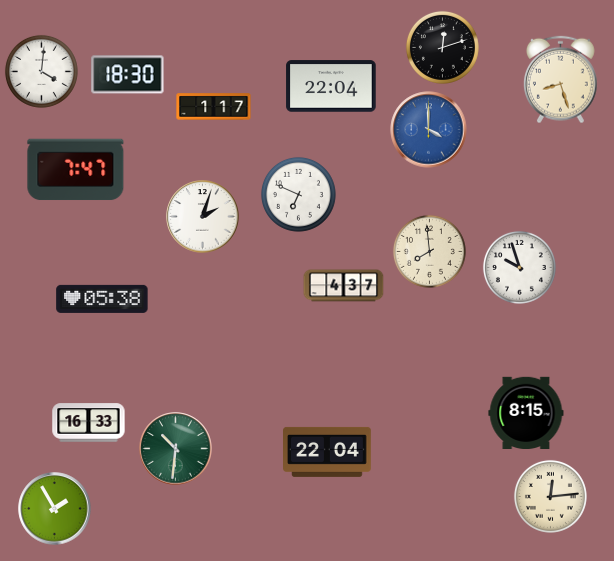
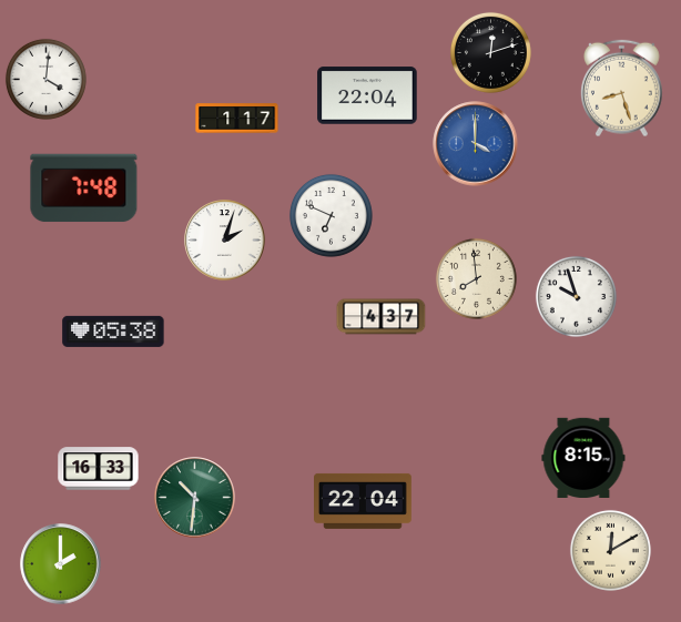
clock at (128, 75): 18:30 -> none
clock at (76, 170): 7:47 -> 7:48
clock at (550, 496): 12:14 -> 12:10
clock at (55, 509): 1:55 -> 2:00
